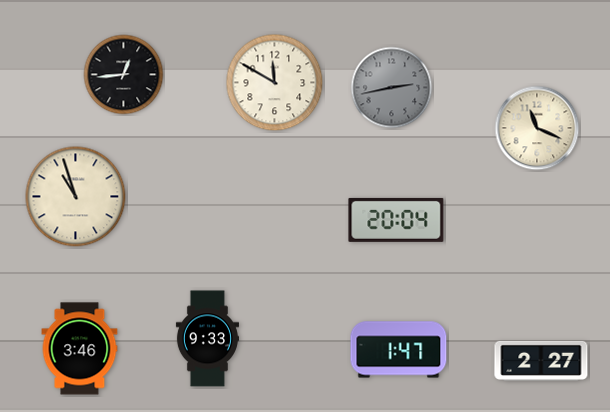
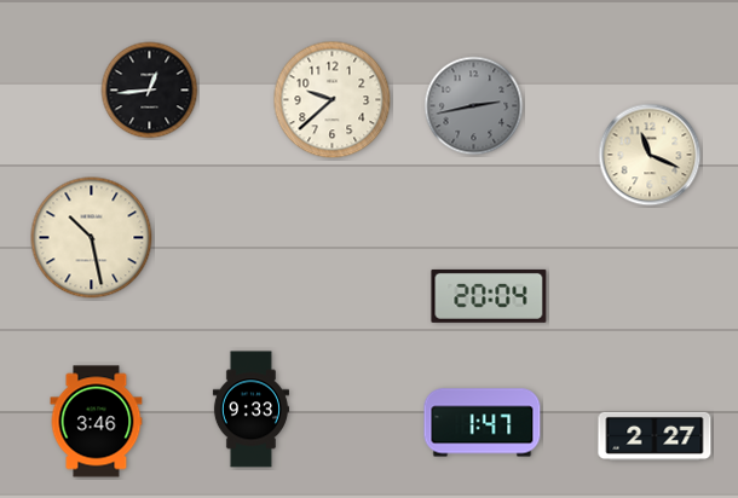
clock at (275, 83): 11:50 -> 9:38
clock at (76, 197): 10:57 -> 10:28
clock at (396, 220) position: (396, 220) -> (489, 296)
